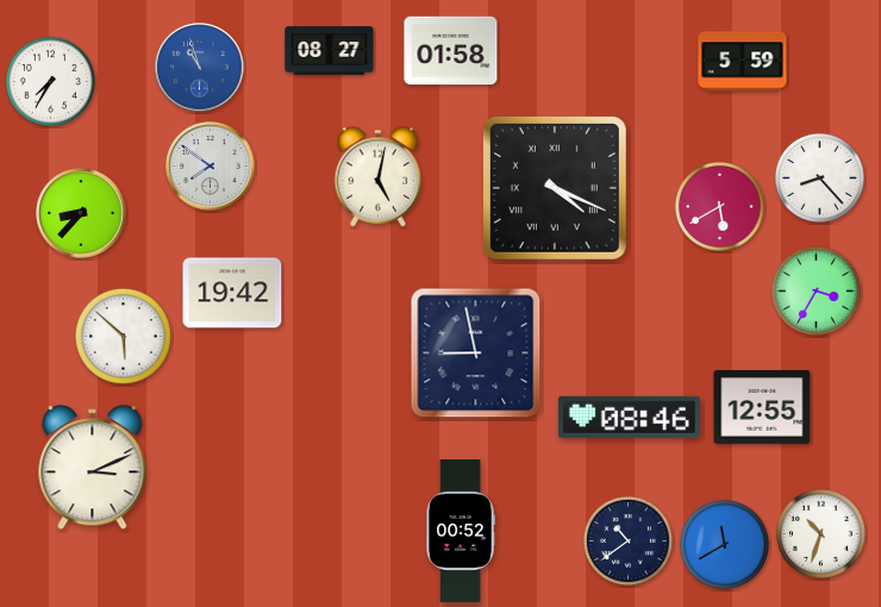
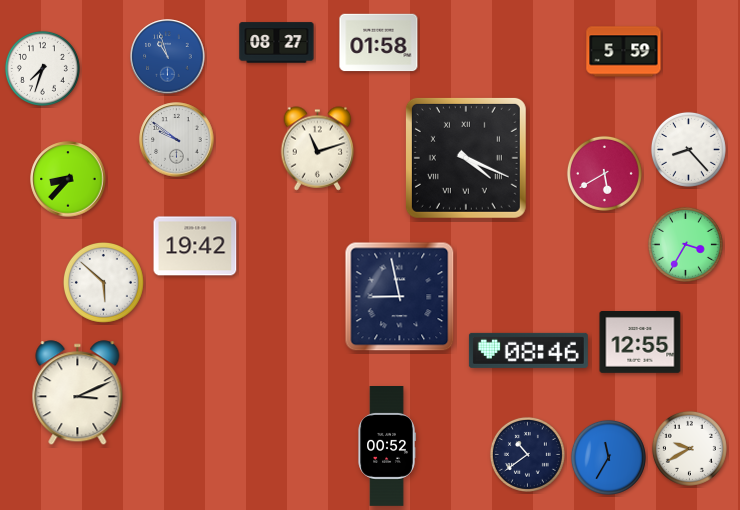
clock at (50, 81): 7:35 -> 7:33
clock at (211, 167): 7:51 -> 9:51
clock at (379, 177): 5:02 -> 11:12
clock at (820, 533): 10:33 -> 9:40
clock at (724, 544): 11:40 -> 11:35
